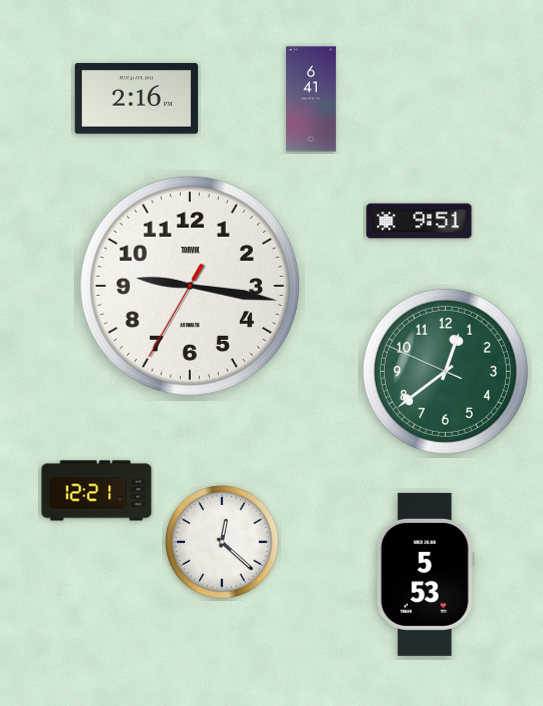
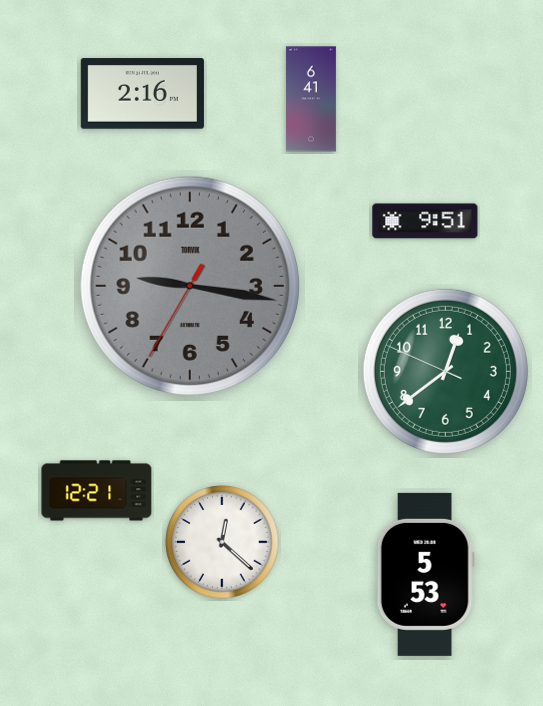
clock at (136, 99) position: (136, 99) -> (142, 94)
clock at (419, 221) position: (419, 221) -> (425, 221)
clock at (190, 286) dial: white -> grey
